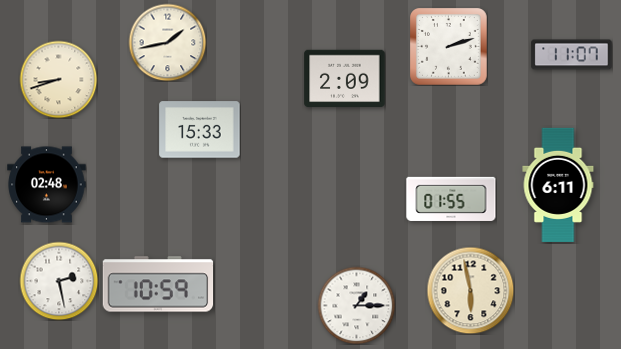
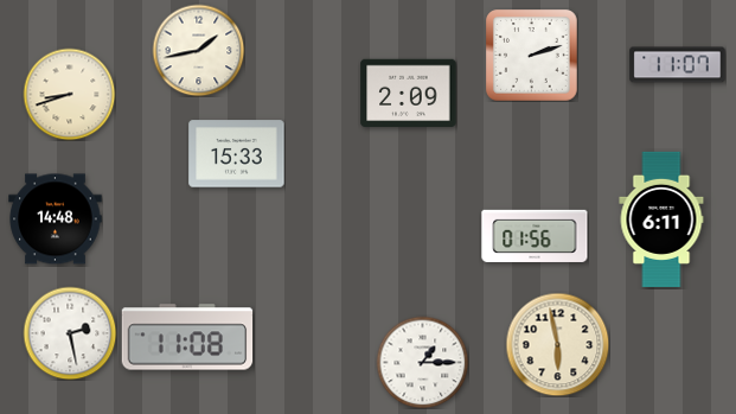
clock at (47, 185): 02:48 -> 14:48
clock at (451, 198): 01:55 -> 01:56
clock at (158, 284): 10:59 -> 11:08
